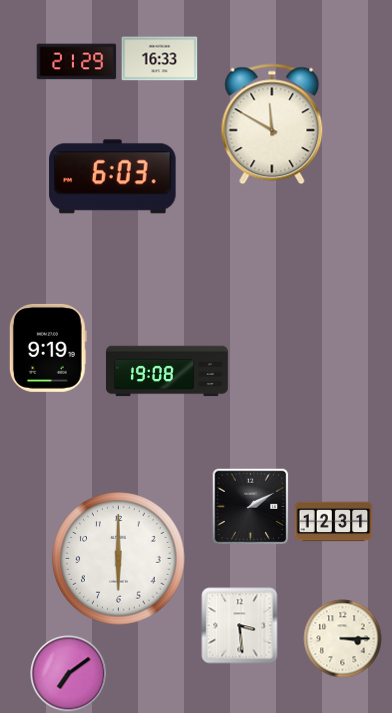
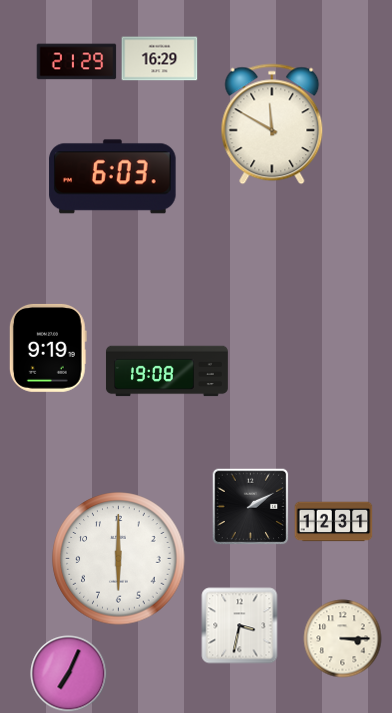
clock at (160, 59): 16:33 -> 16:29
clock at (240, 626): 3:29 -> 3:32
clock at (69, 674): 7:09 -> 7:04
